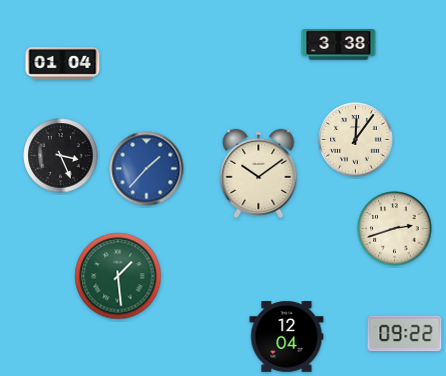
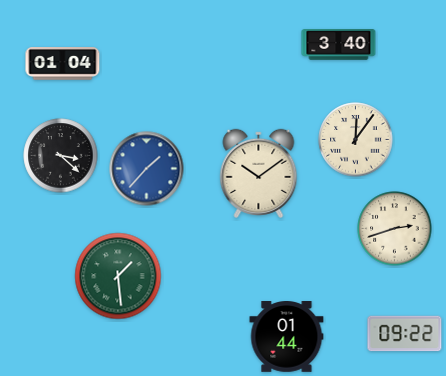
clock at (339, 45): 3:38 -> 3:40
clock at (61, 156): 3:26 -> 3:22
clock at (287, 337): 12:04 -> 01:44
